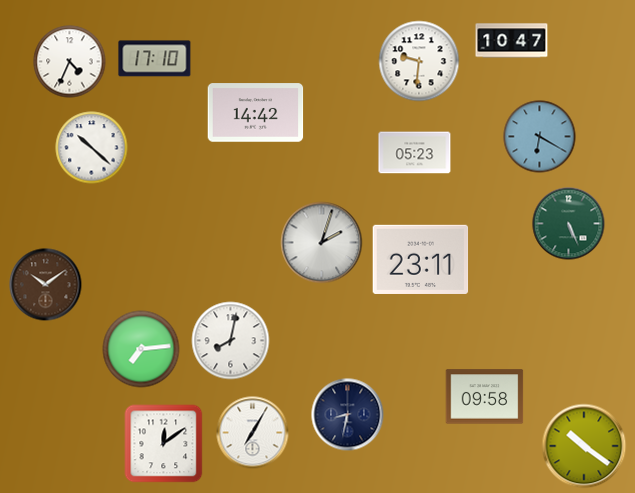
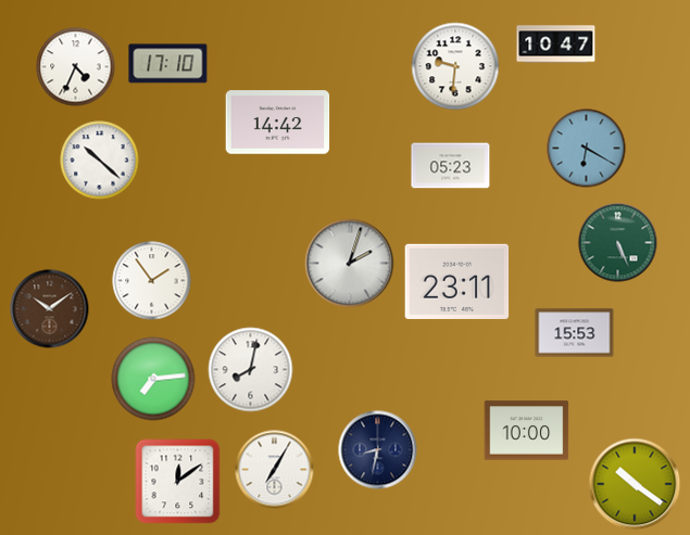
clock at (152, 281): none -> 1:54
clock at (575, 333): none -> 15:53
clock at (485, 397): 09:58 -> 10:00
